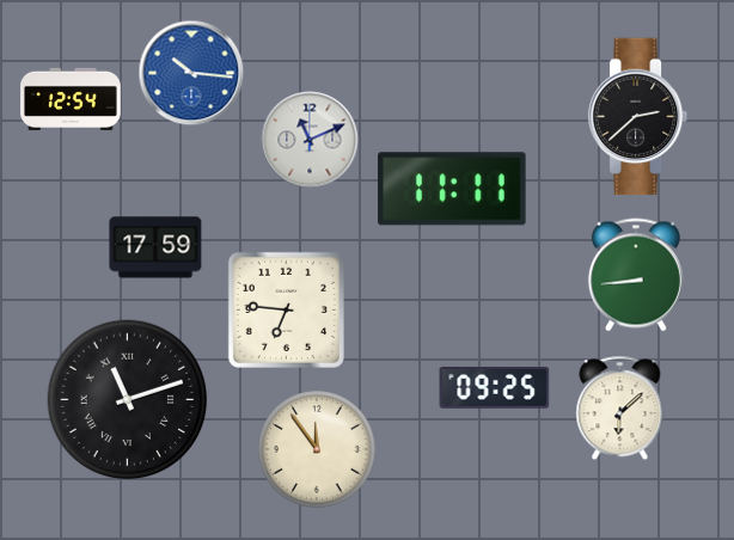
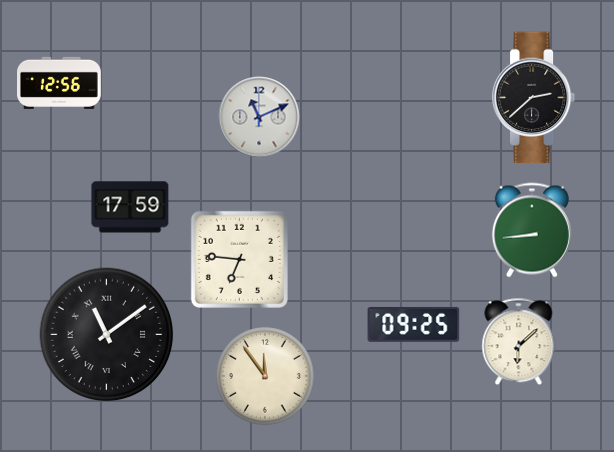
clock at (191, 73): 10:16 -> none
clock at (72, 99): 12:54 -> 12:56
clock at (452, 189): 11:11 -> none
clock at (128, 400): 11:12 -> 11:09
